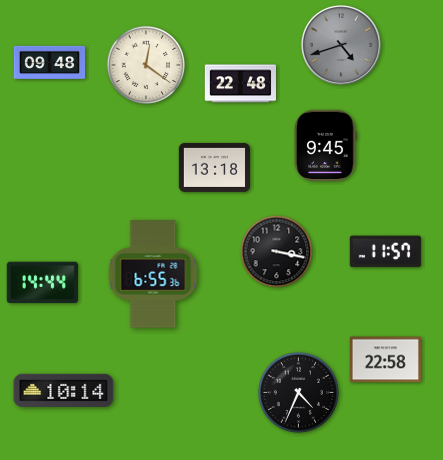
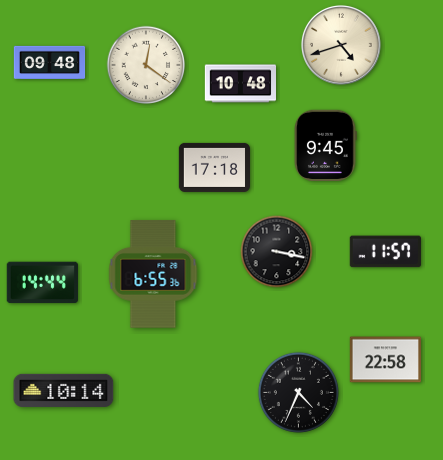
clock at (341, 45) dial: grey -> cream
clock at (240, 84): 22:48 -> 10:48
clock at (214, 167): 13:18 -> 17:18
